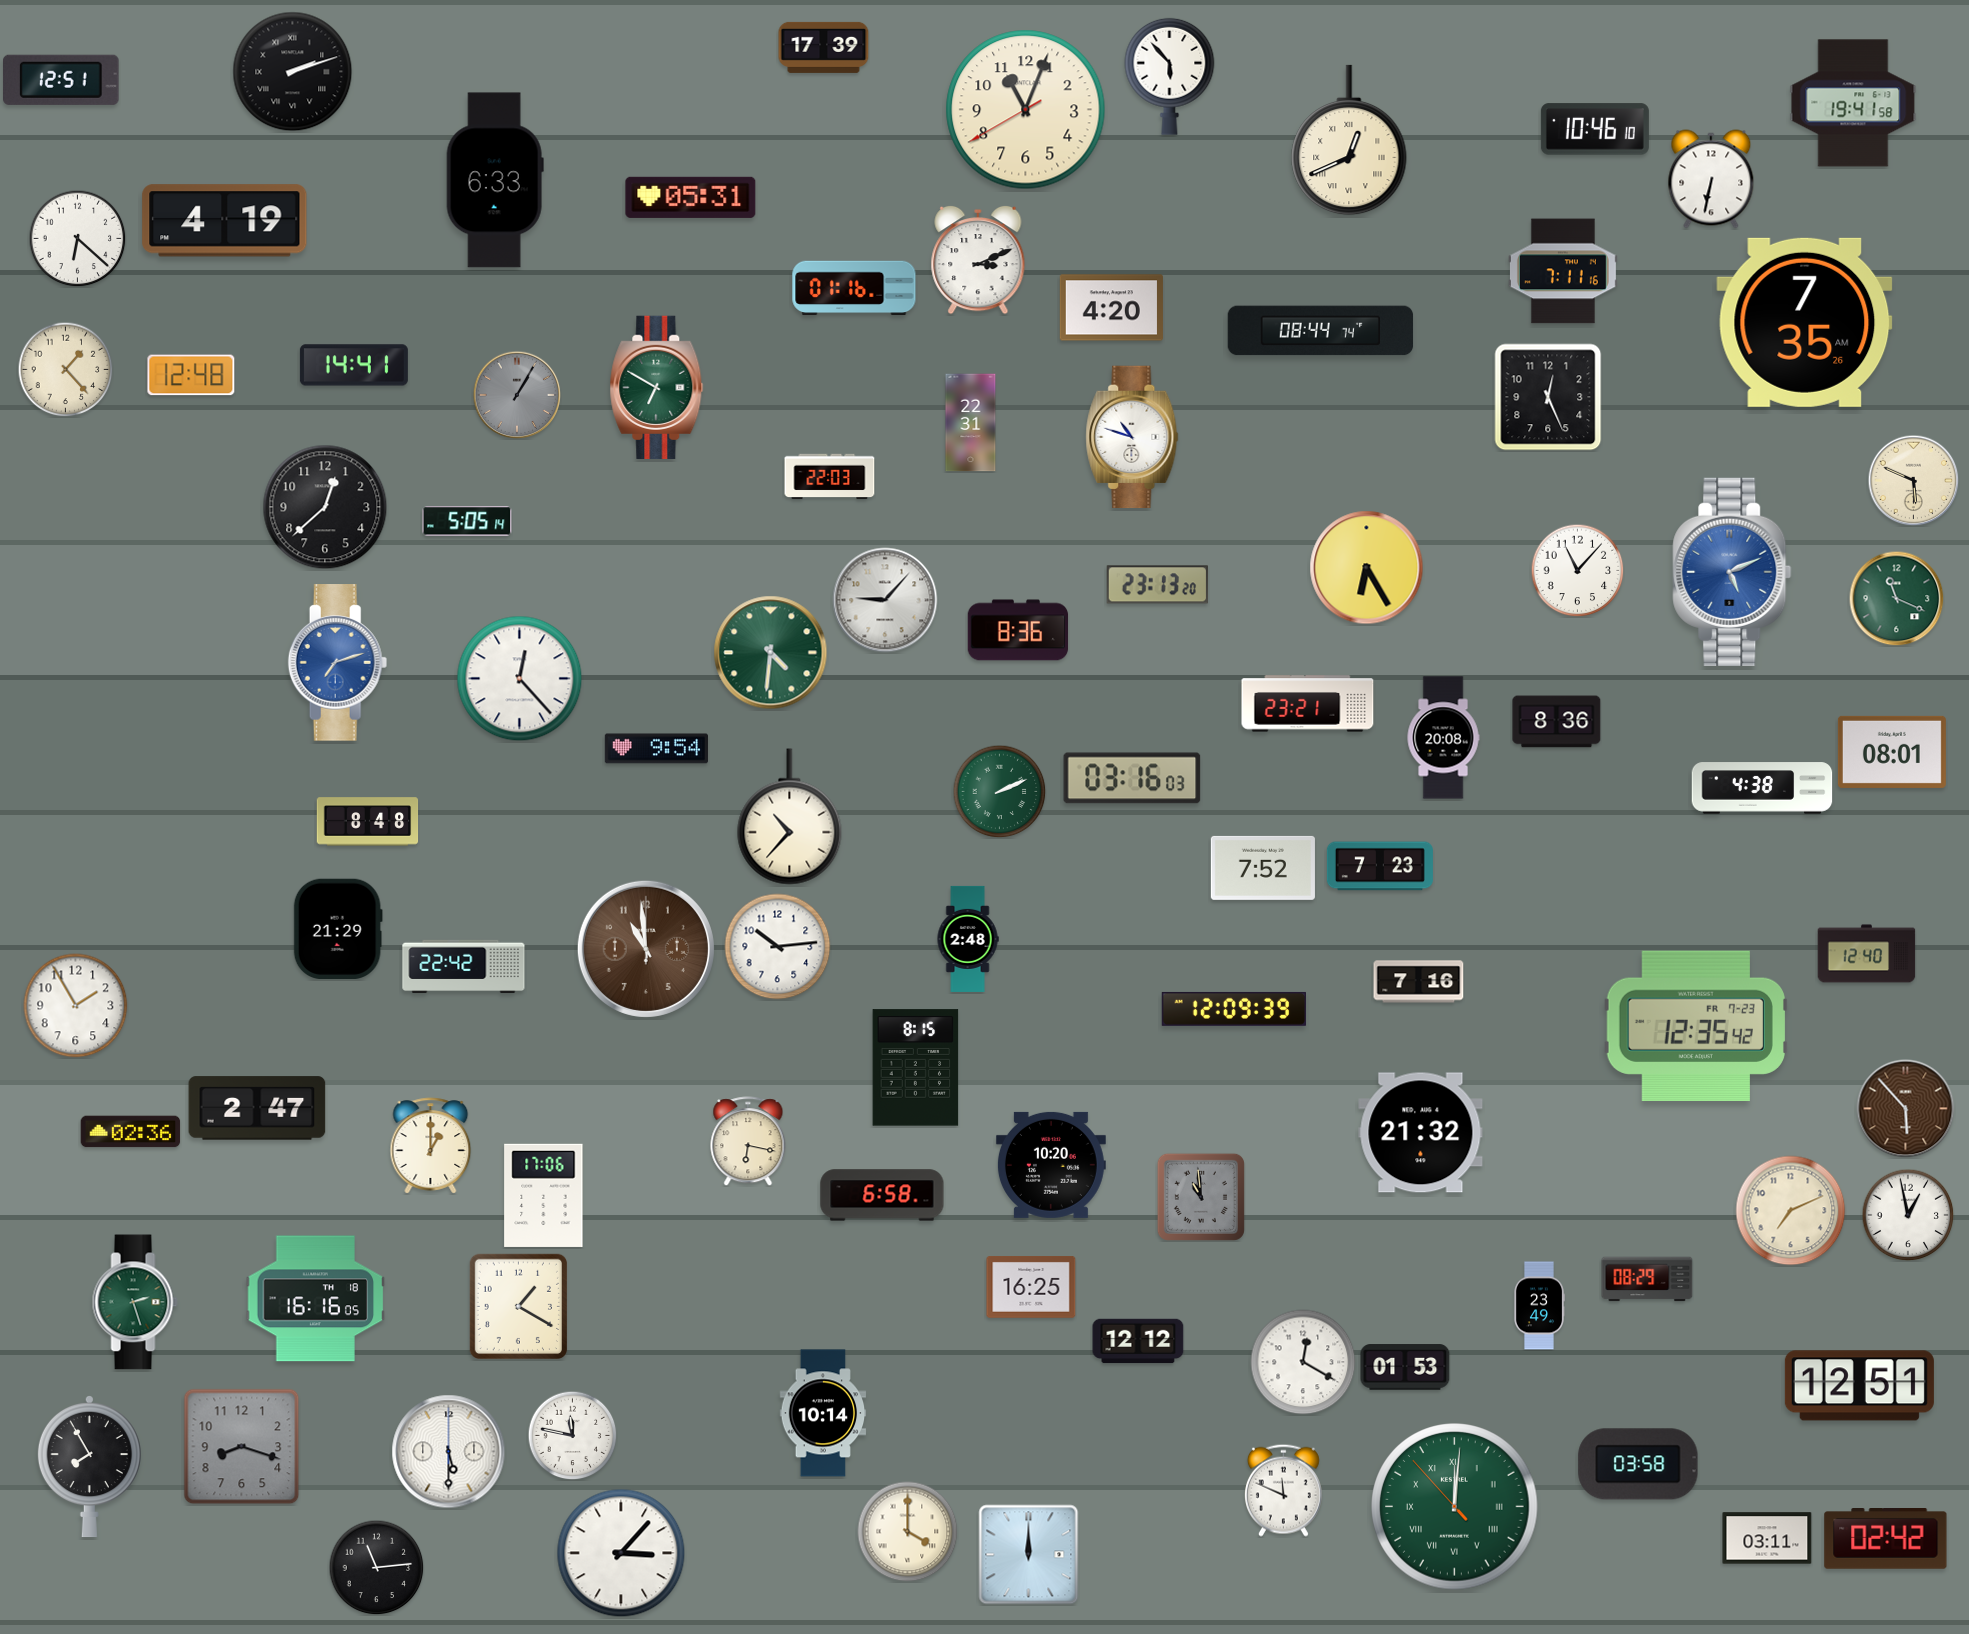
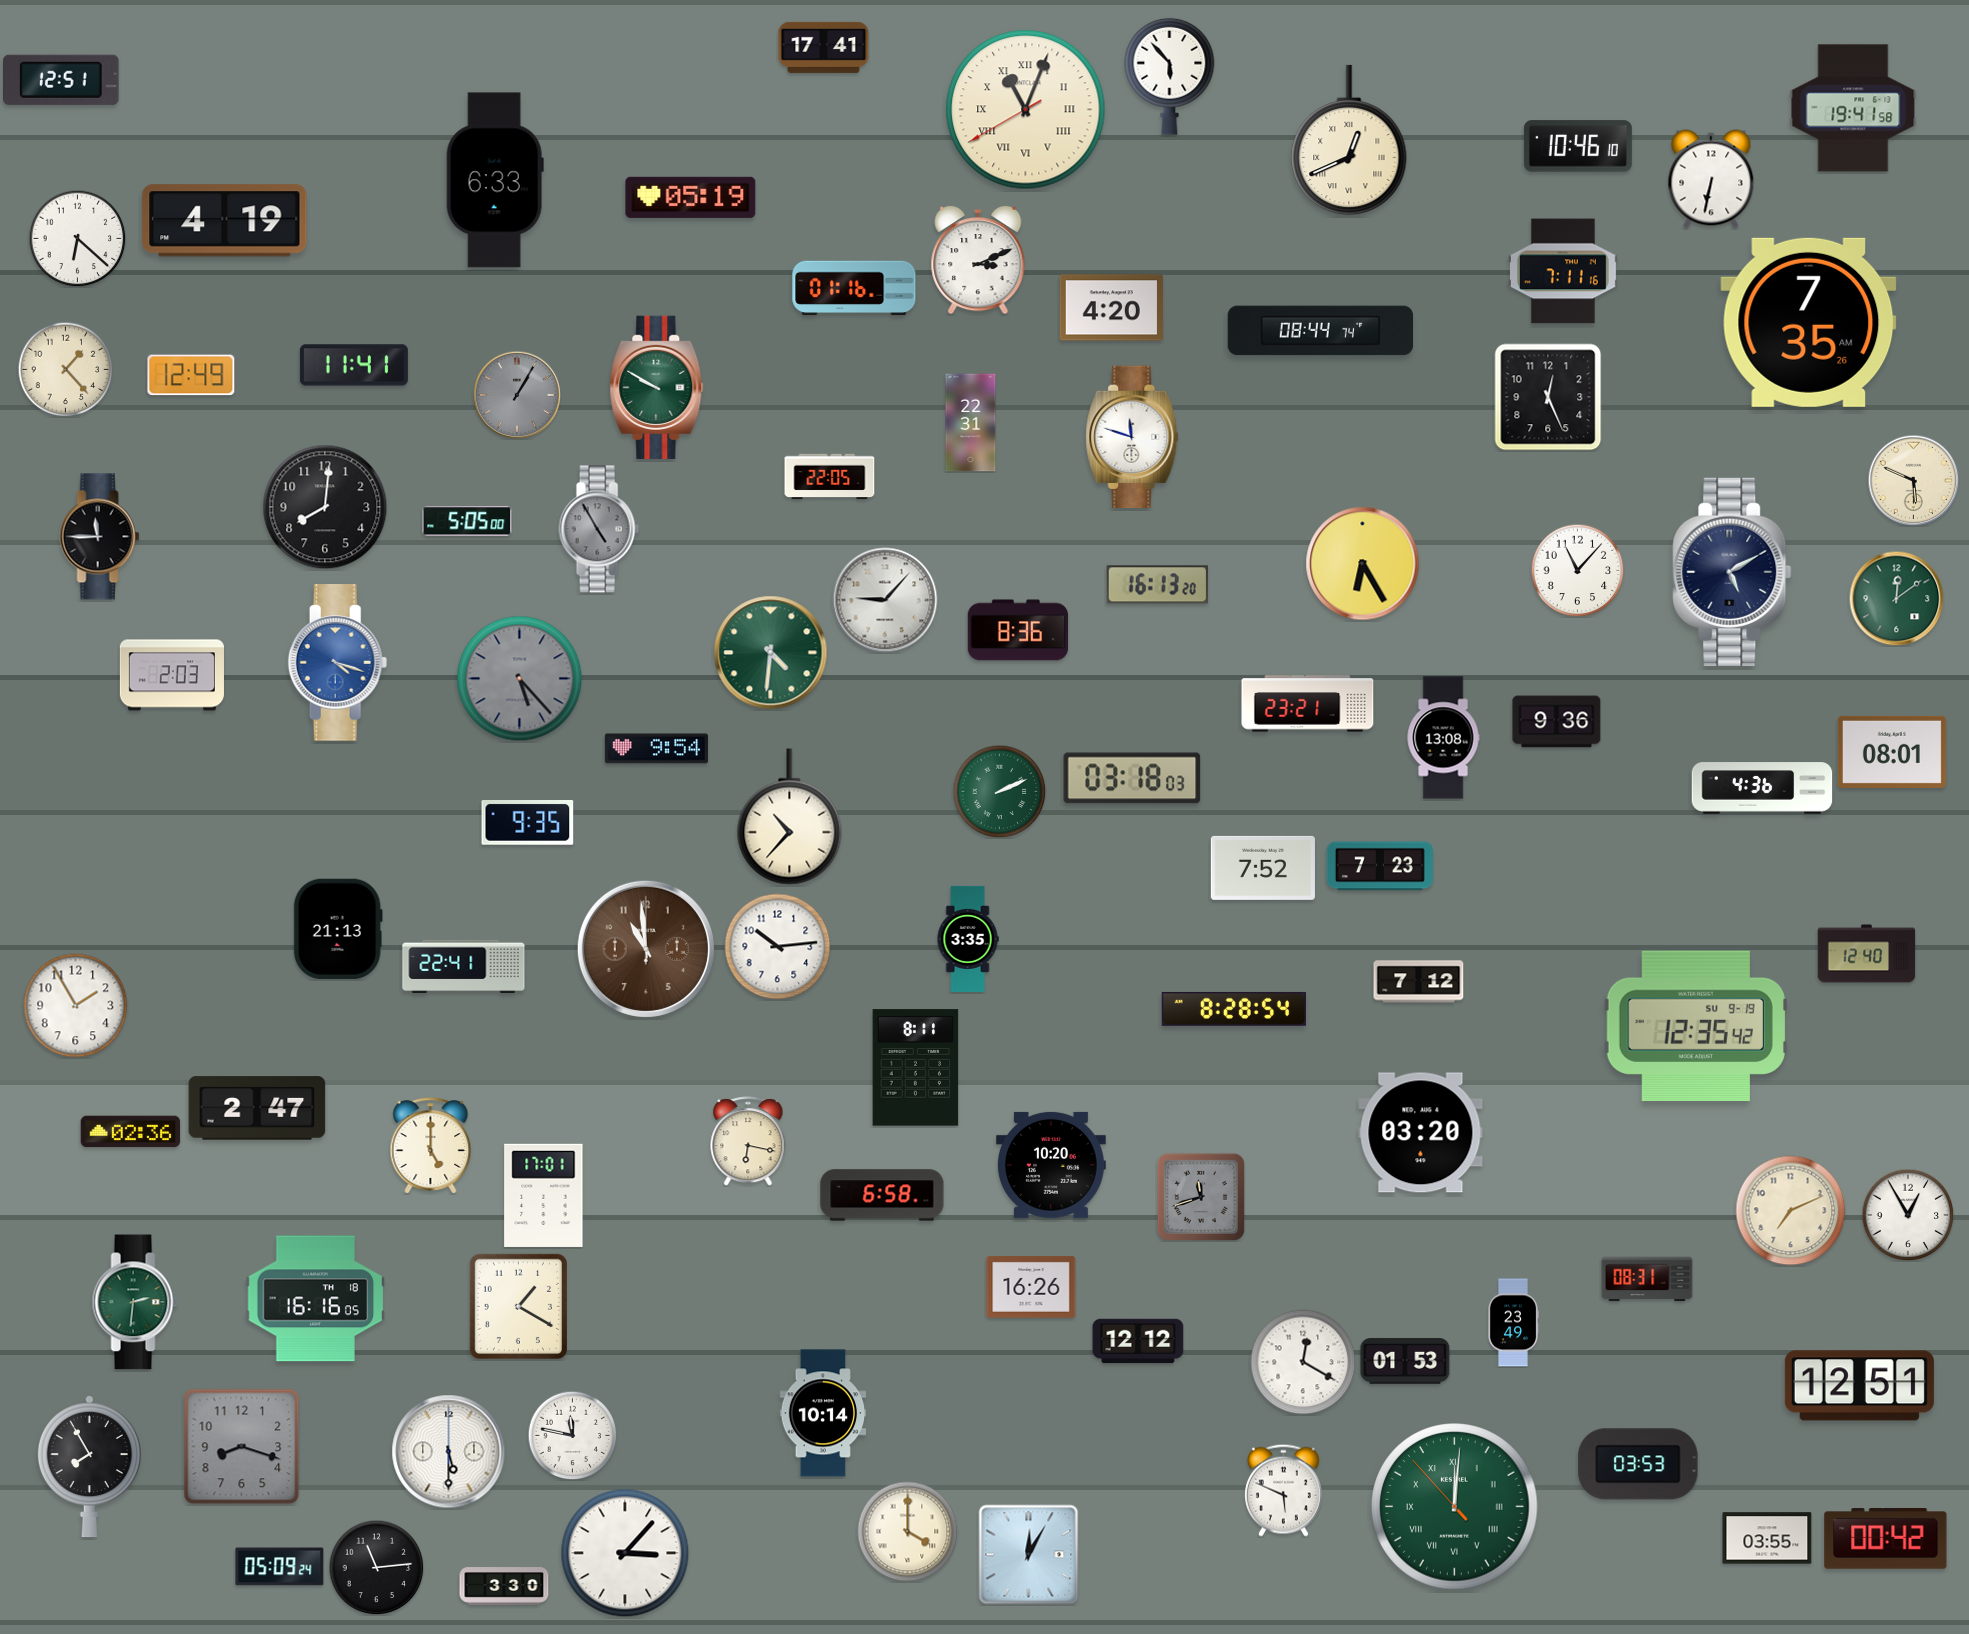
clock at (824, 47): 17:39 -> 17:41
clock at (293, 72): 2:12 -> none
clock at (1853, 103) position: (1853, 103) -> (1853, 108)
clock at (1026, 110) numerals: Arabic -> Roman
clock at (1595, 129) position: (1595, 129) -> (1578, 146)
clock at (691, 197): 05:31 -> 05:19
clock at (1805, 322) position: (1805, 322) -> (1809, 322)
clock at (354, 365): 14:41 -> 11:41
clock at (191, 375): 12:48 -> 12:49
clock at (657, 387): 6:50 -> 9:50
clock at (1132, 437): 10:48 -> 11:48
clock at (830, 477): 22:03 -> 22:05
clock at (325, 507): 12:38 -> 8:01
clock at (467, 521): 5:05:14 -> 5:05:00
clock at (599, 529): none -> 4:55
clock at (100, 537): none -> 11:45
clock at (1367, 568) position: (1367, 568) -> (1363, 564)
clock at (1732, 572): 5:11 -> 5:10
clock at (1732, 572) dial: blue -> navy
clock at (1157, 585): 23:13 -> 16:13
clock at (1896, 598): 11:19 -> 12:09
clock at (338, 663): 7:12 -> 4:18
clock at (172, 675): none -> 2:03
clock at (520, 679): 12:23 -> 5:23
clock at (520, 679) dial: white -> grey
clock at (1557, 722): 8:36 -> 9:36
clock at (1443, 738): 20:08 -> 13:08
clock at (1132, 778): 03:16 -> 03:18
clock at (1762, 788): 4:38 -> 4:36
clock at (368, 822): 8:48 -> none
clock at (528, 823): none -> 9:35
clock at (338, 928): 21:29 -> 21:13
clock at (968, 939): 2:48 -> 3:35
clock at (464, 967): 22:42 -> 22:41
clock at (1419, 982): 7:16 -> 7:12
clock at (1234, 1009): 12:09 -> 8:28
clock at (1696, 1025) date: FR 7-23 -> SU 9-19
clock at (916, 1068): 8:15 -> 8:11
clock at (1906, 1109): 5:53 -> none
clock at (1421, 1133): 21:32 -> 03:20
clock at (431, 1146): 1:00 -> 5:00
clock at (544, 1195): 17:06 -> 17:01
clock at (1201, 1197): 10:59 -> 11:42
clock at (1908, 1215): 12:58 -> 12:55
clock at (1647, 1279): 08:29 -> 08:31
clock at (1031, 1288): 16:25 -> 16:26
clock at (135, 1302): 2:27 -> 2:31
clock at (1538, 1306) position: (1538, 1306) -> (1512, 1323)
clock at (1405, 1367) position: (1405, 1367) -> (1405, 1361)
clock at (1638, 1464): 03:58 -> 03:53
clock at (1283, 1490): 11:49 -> 5:49
clock at (1767, 1538): 03:11 -> 03:55
clock at (1886, 1539): 02:42 -> 00:42
clock at (621, 1553) position: (621, 1553) -> (625, 1553)
clock at (1029, 1555): 12:00 -> 12:05
clock at (280, 1567): none -> 05:09
clock at (504, 1586): none -> 3:30
